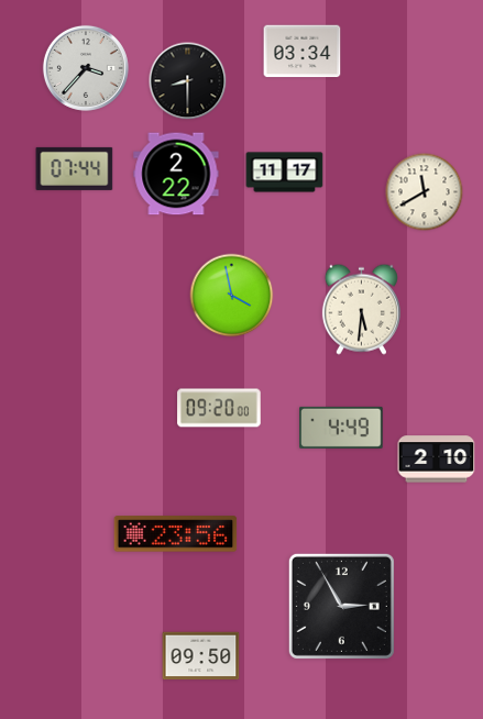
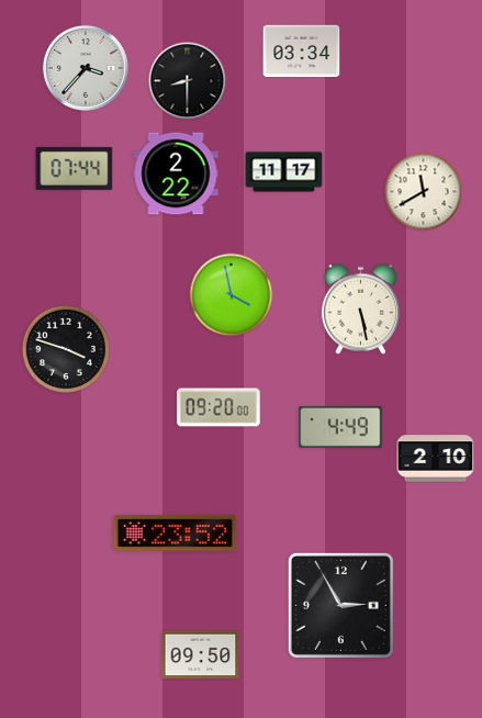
clock at (361, 309): 5:31 -> 5:28
clock at (66, 349): none -> 3:48
clock at (176, 534): 23:56 -> 23:52
